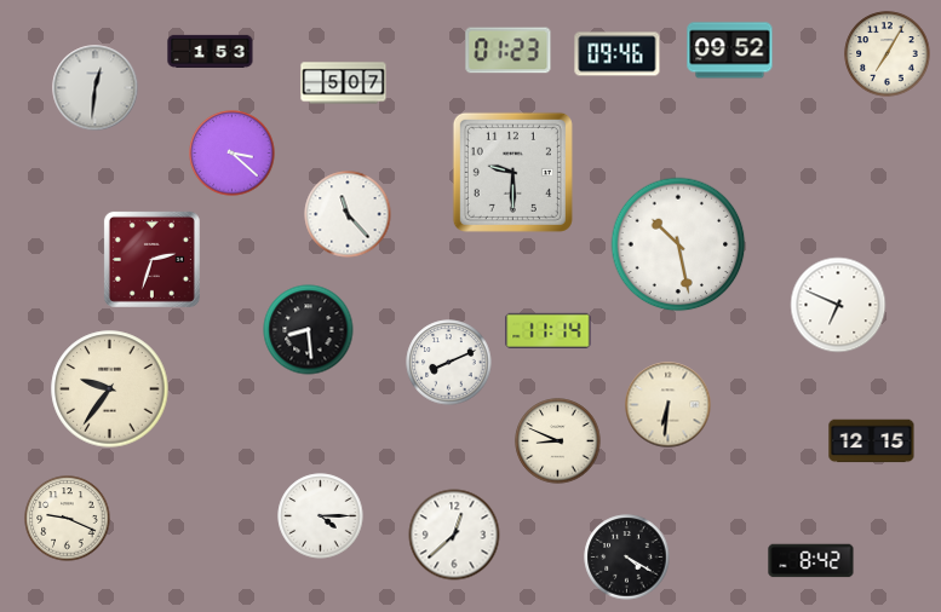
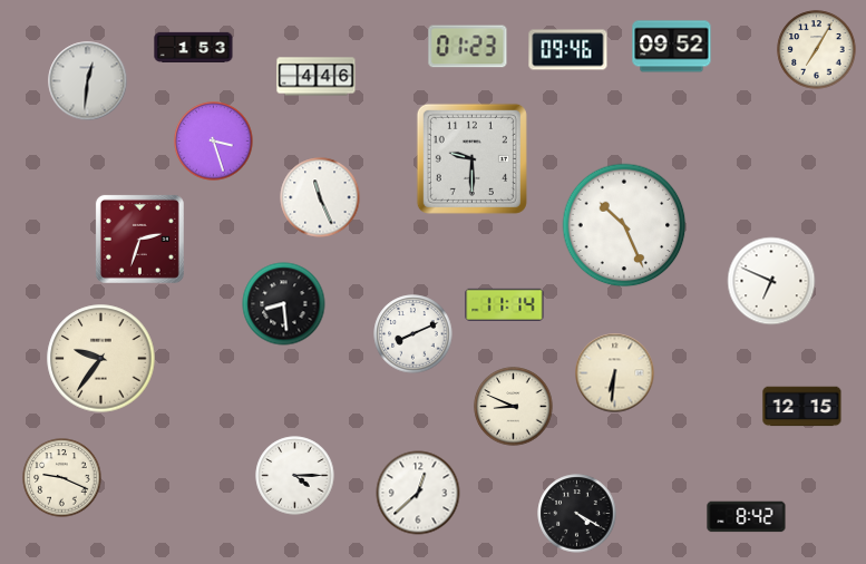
clock at (344, 83): 5:07 -> 4:46
clock at (233, 154): 3:22 -> 3:27
clock at (348, 214): 11:23 -> 11:26
clock at (678, 244): 10:28 -> 10:26
